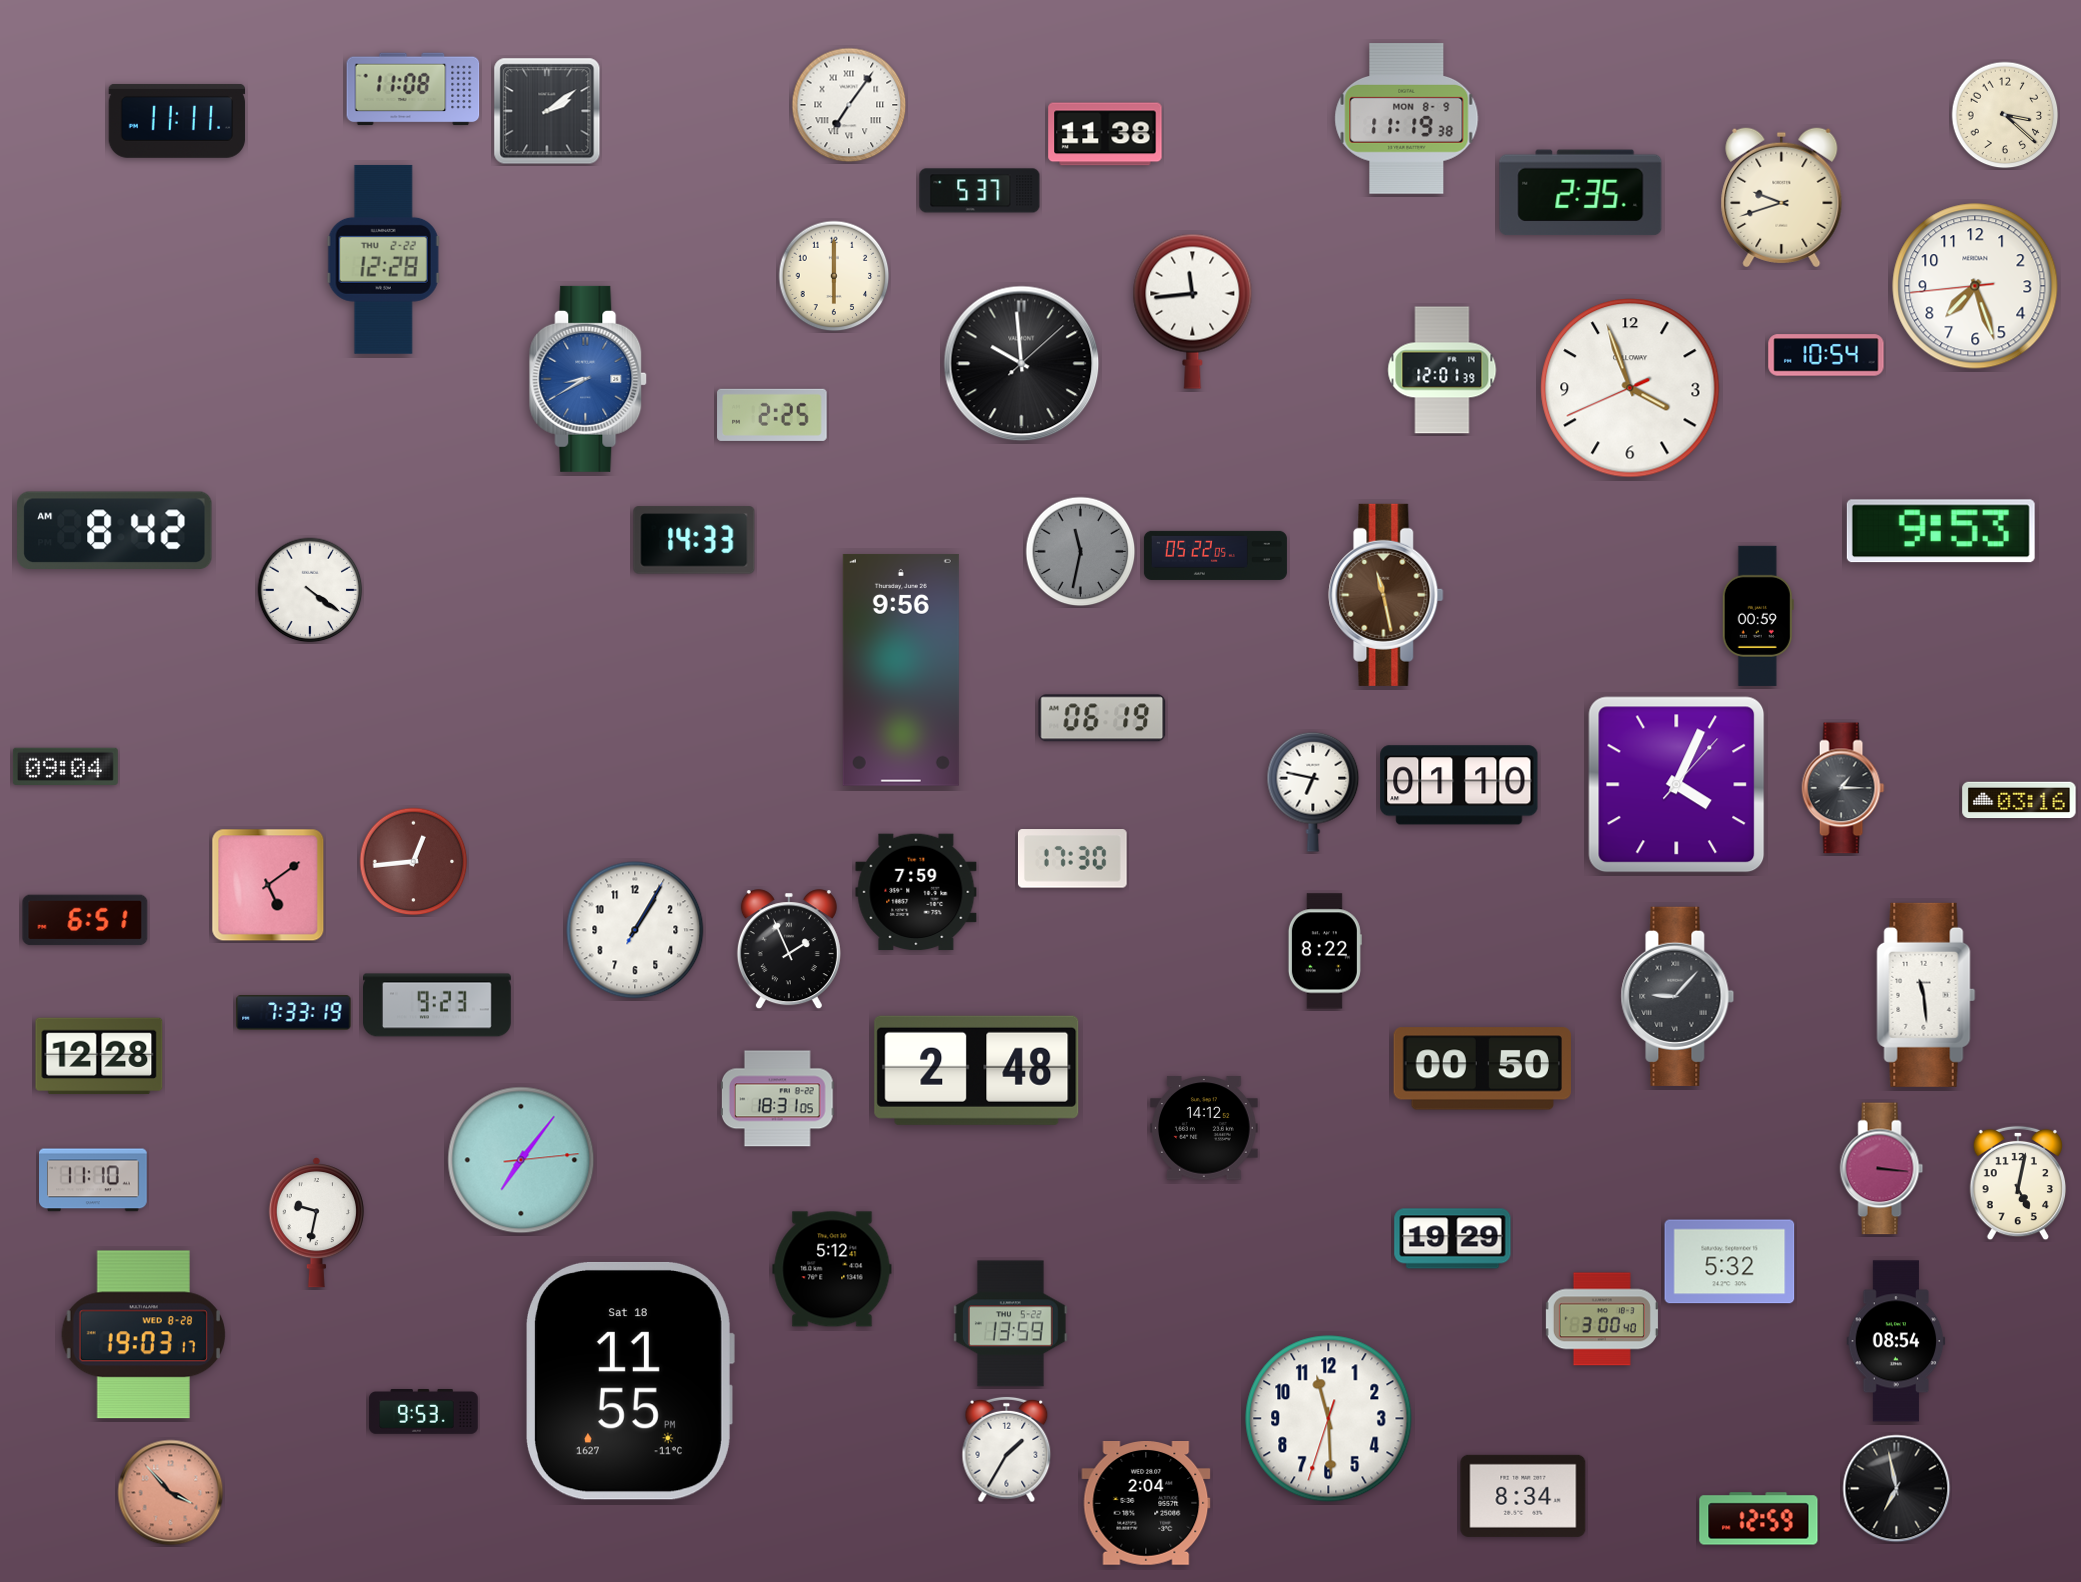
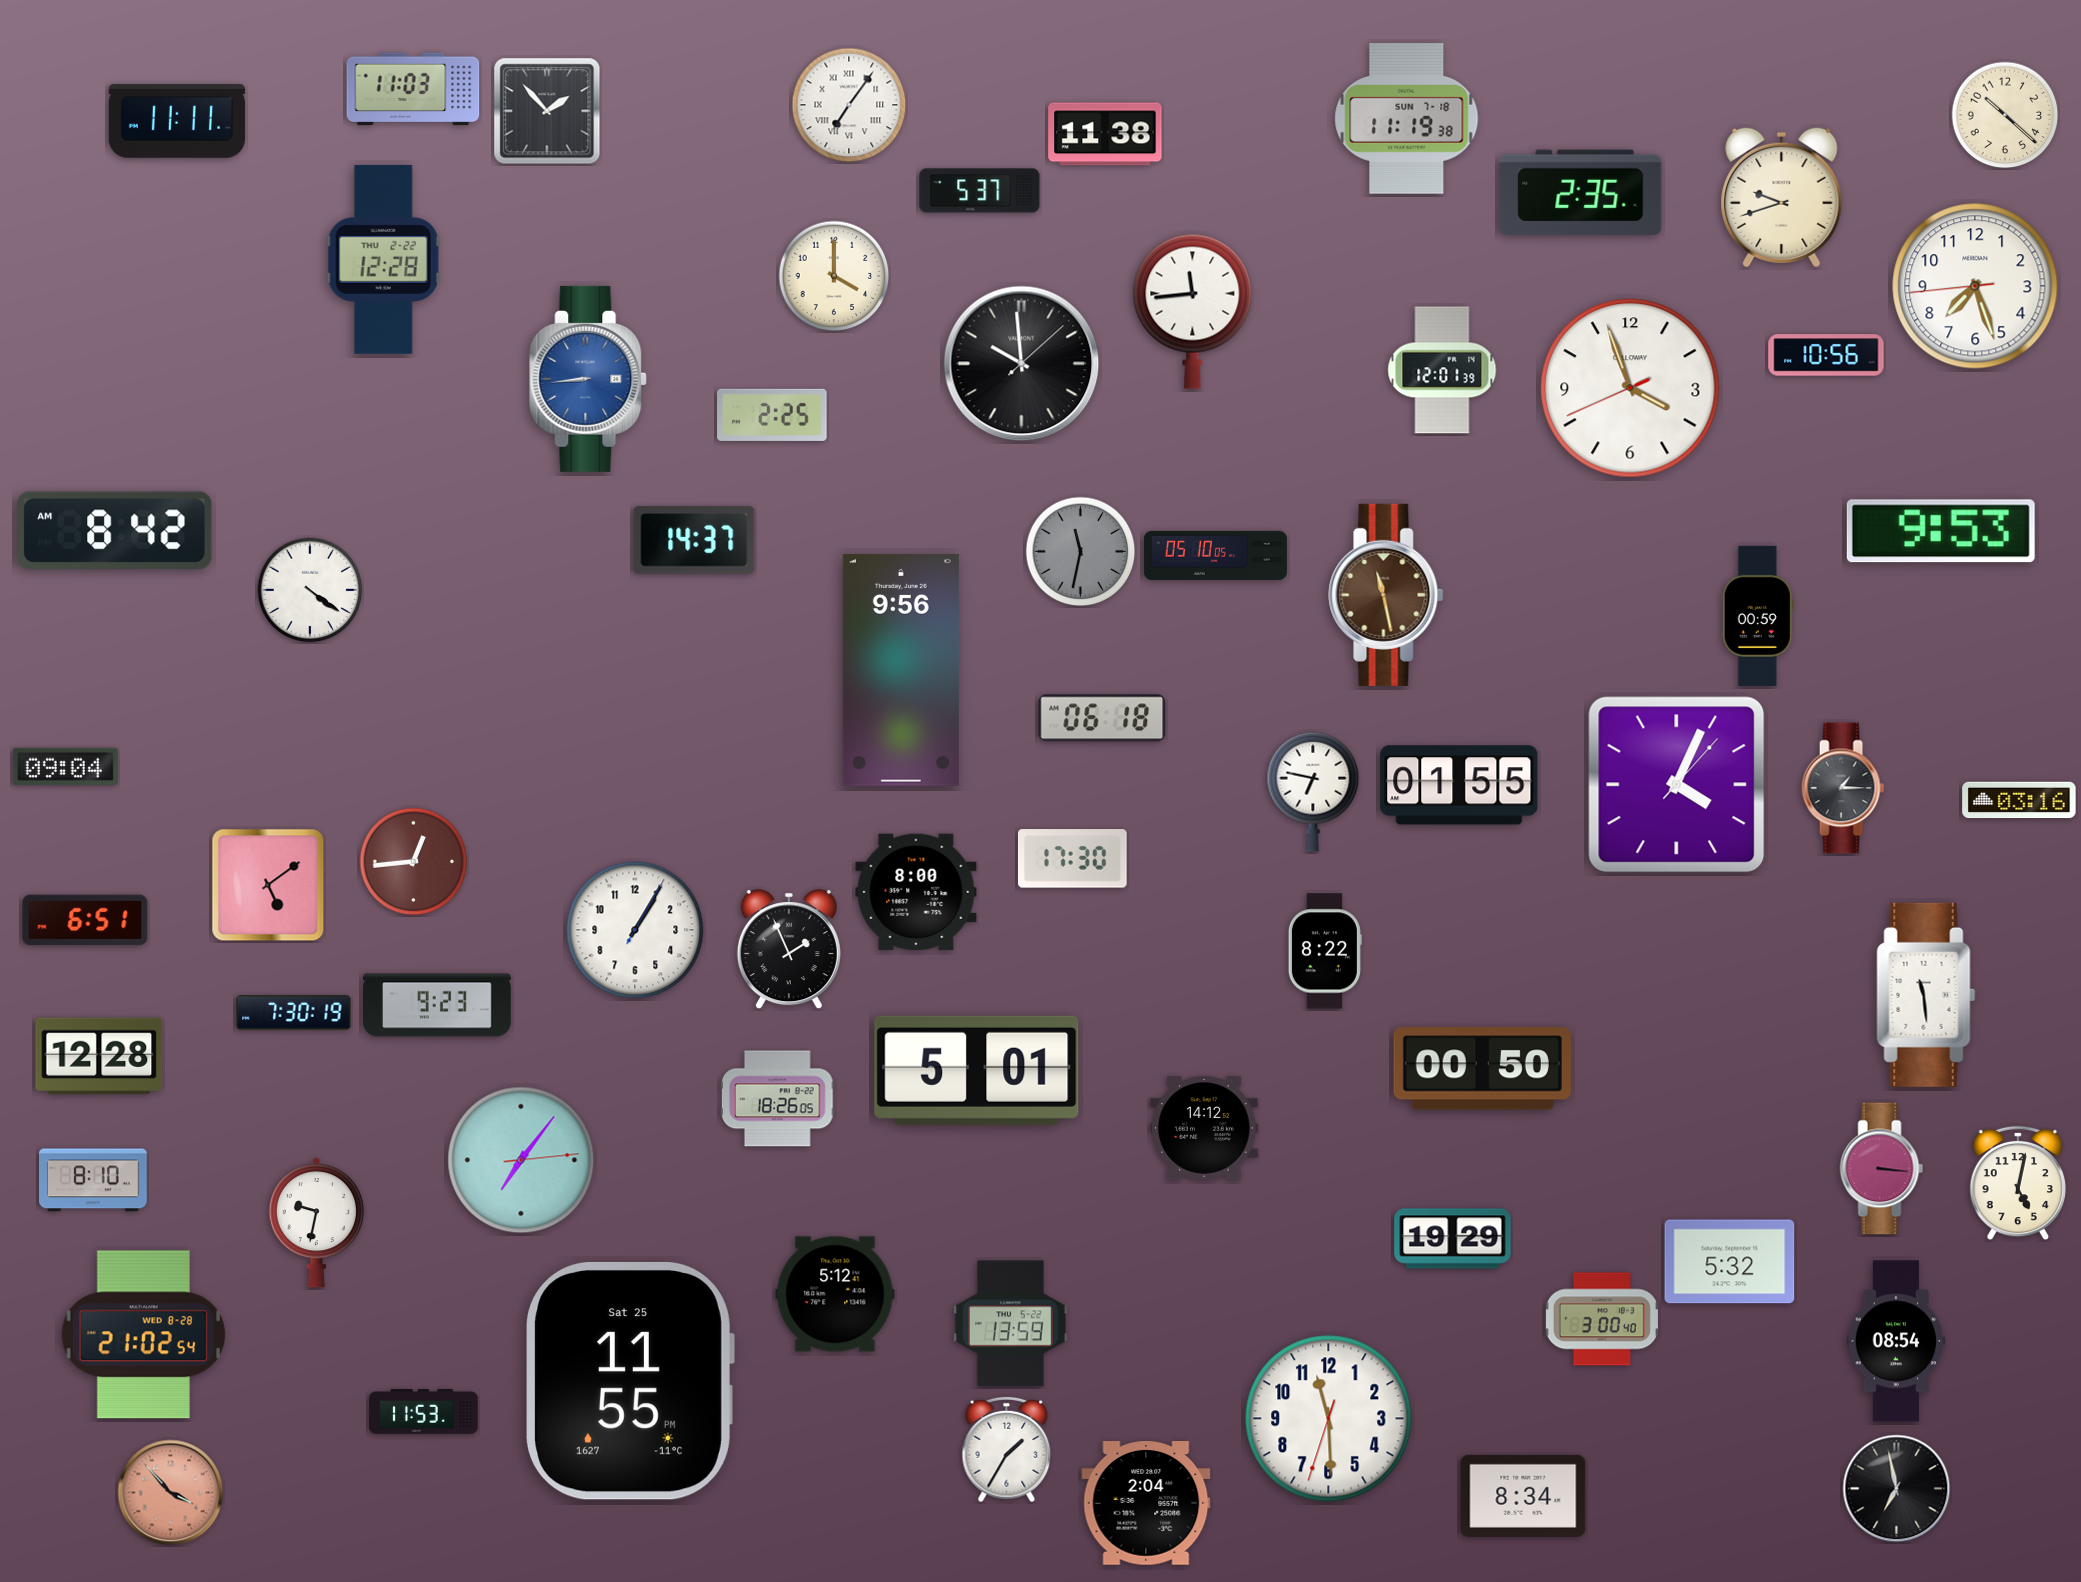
clock at (413, 89): 11:08 -> 11:03
clock at (547, 111): 2:09 -> 1:53
clock at (2005, 115): 3:22 -> 10:22
clock at (1407, 119) date: MON 8-9 -> SUN 7-18
clock at (834, 276): 6:00 -> 4:00
clock at (1826, 355): 10:54 -> 10:56
clock at (589, 379): 8:40 -> 8:44
clock at (694, 540): 14:33 -> 14:37
clock at (1215, 555): 05:22 -> 05:10
clock at (1102, 718): 06:19 -> 06:18
clock at (1459, 785): 01:10 -> 01:55
clock at (916, 892): 7:59 -> 8:00
clock at (1678, 996): 9:07 -> none
clock at (294, 1013): 7:33 -> 7:30
clock at (977, 1070): 2:48 -> 5:01
clock at (777, 1099): 18:31 -> 18:26
clock at (94, 1180): 11:10 -> 8:10
clock at (832, 1269) position: (832, 1269) -> (835, 1294)
clock at (143, 1335): 19:03 -> 21:02
clock at (630, 1381) date: Sat 18 -> Sat 25
clock at (424, 1412): 9:53 -> 11:53
clock at (1759, 1519): 12:59 -> none
